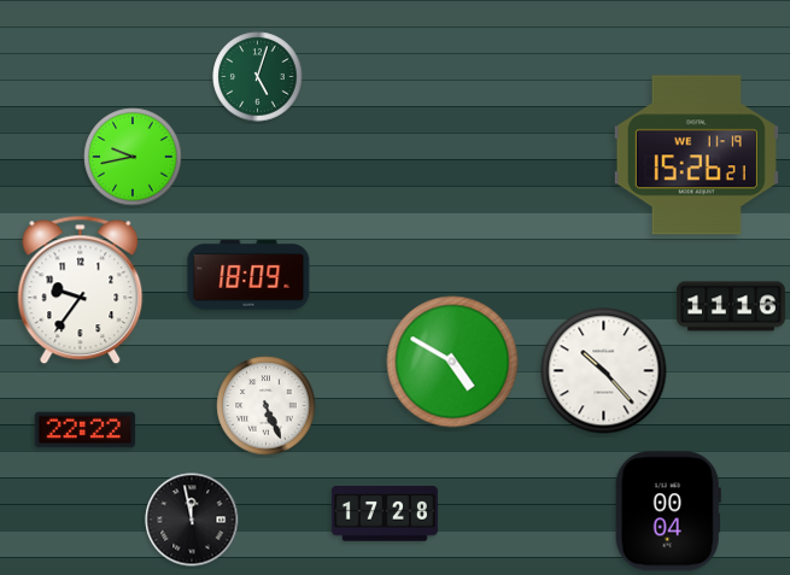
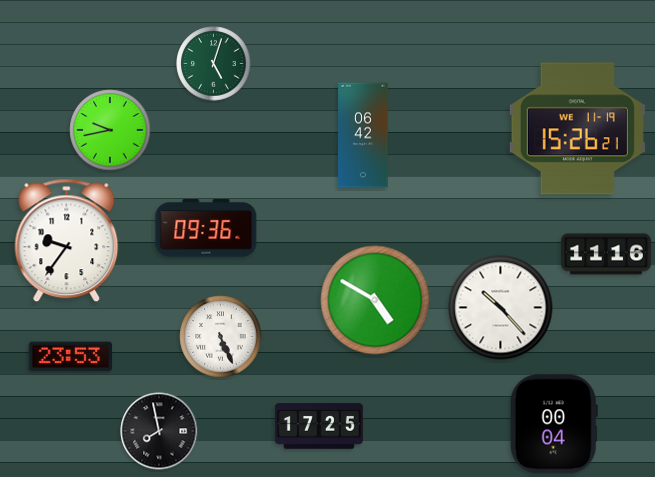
clock at (363, 135): none -> 06:42
clock at (248, 275): 18:09 -> 09:36
clock at (86, 430): 22:22 -> 23:53
clock at (385, 514): 17:28 -> 17:25
clock at (192, 520): 11:58 -> 7:58
